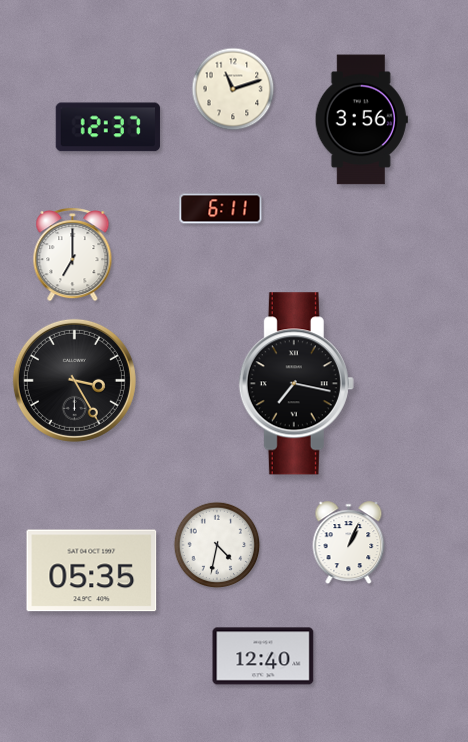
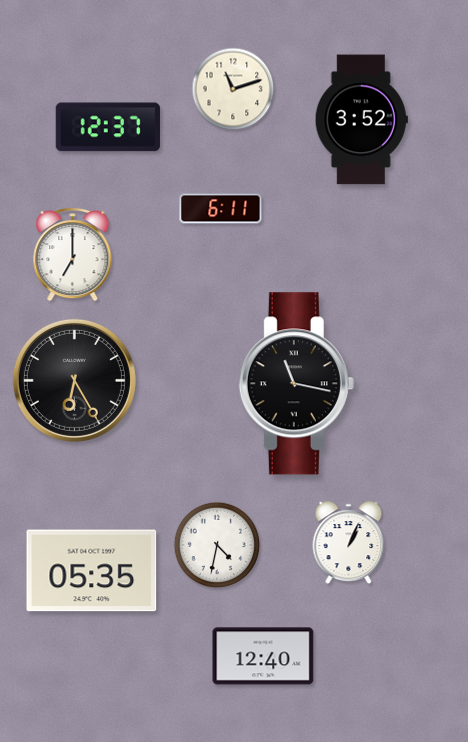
clock at (361, 120): 3:56 -> 3:52
clock at (74, 380): 3:25 -> 6:25
clock at (296, 384): 7:17 -> 11:17
